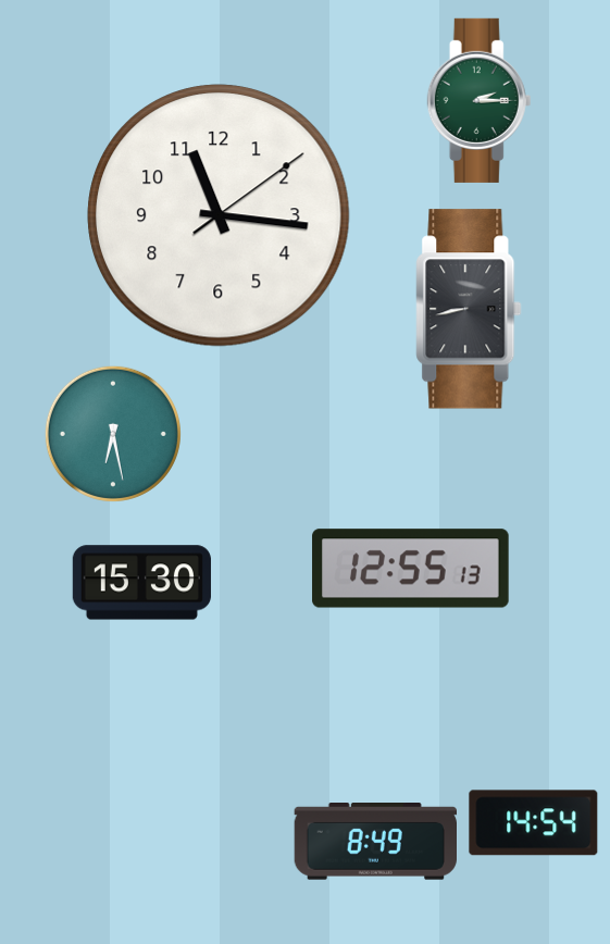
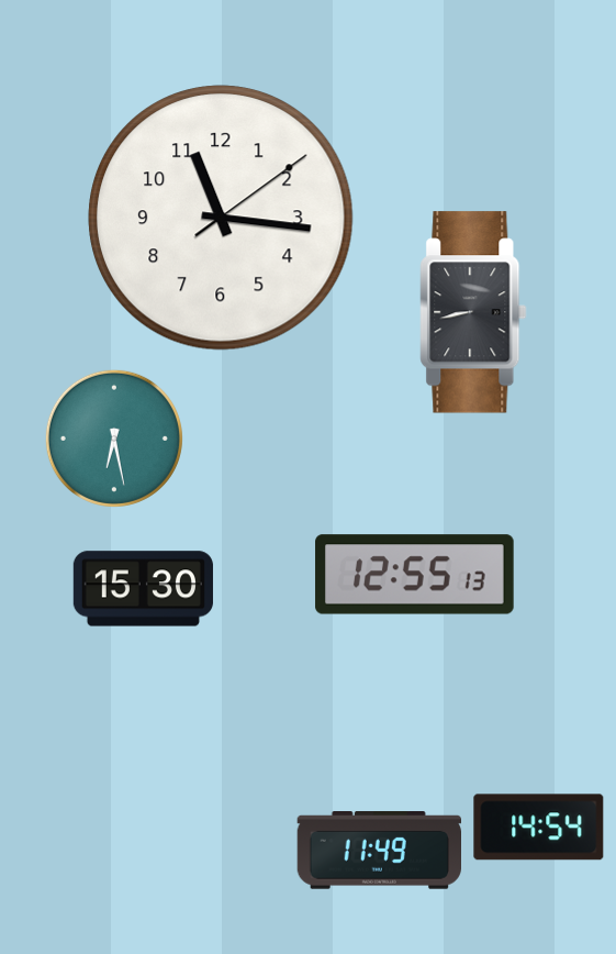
clock at (480, 100): 2:15 -> none
clock at (534, 823) position: (534, 823) -> (539, 828)
clock at (375, 842): 8:49 -> 11:49
